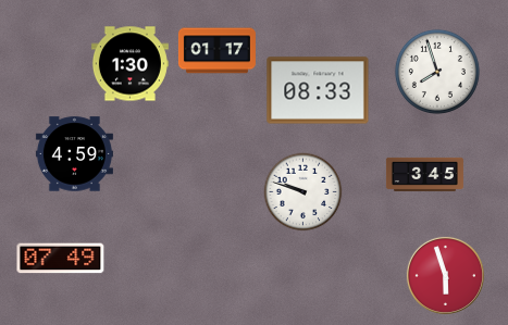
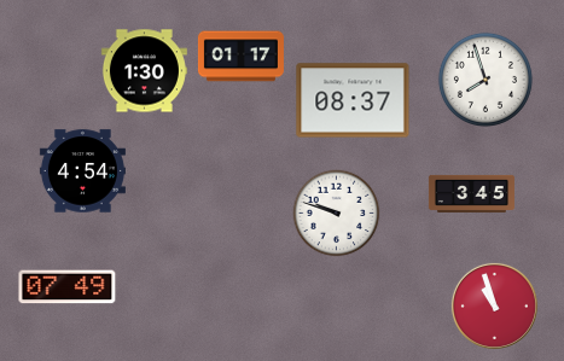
clock at (318, 90): 08:33 -> 08:37
clock at (74, 154): 4:59 -> 4:54
clock at (445, 275): 5:57 -> 10:57
